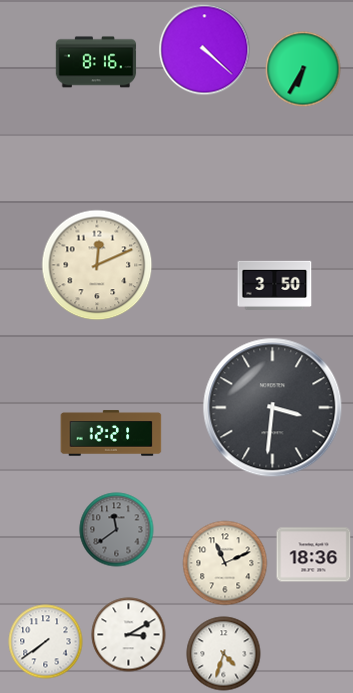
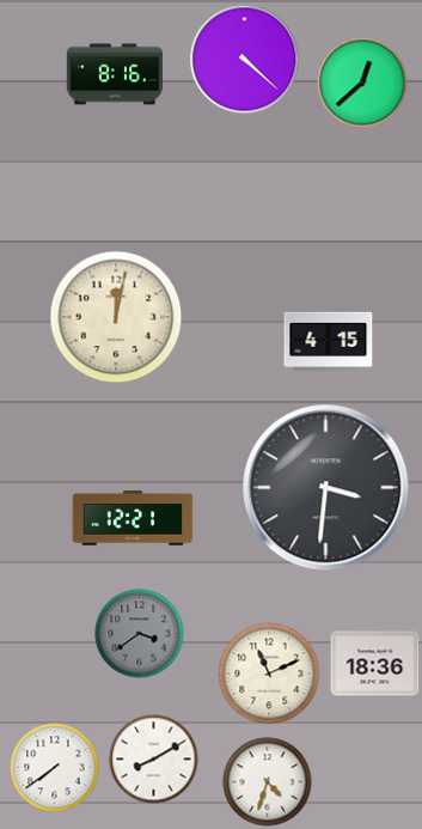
clock at (303, 69): 6:35 -> 12:38
clock at (97, 265): 12:11 -> 12:02
clock at (275, 285): 3:50 -> 4:15
clock at (117, 530): 11:39 -> 3:39
clock at (129, 635): 3:10 -> 8:10
